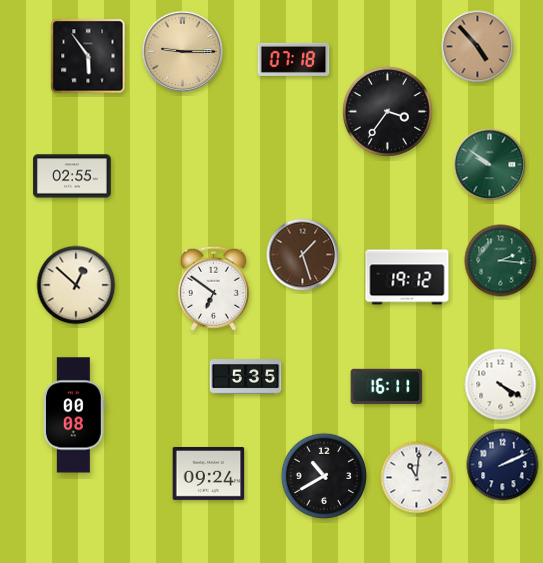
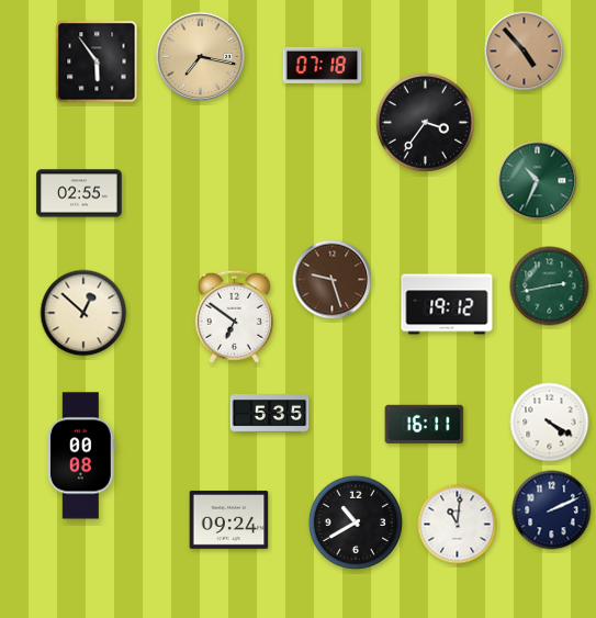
clock at (182, 51): 9:15 -> 7:17
clock at (490, 165): 9:51 -> 10:34
clock at (303, 255): 1:27 -> 9:27
clock at (501, 261): 2:16 -> 2:43
